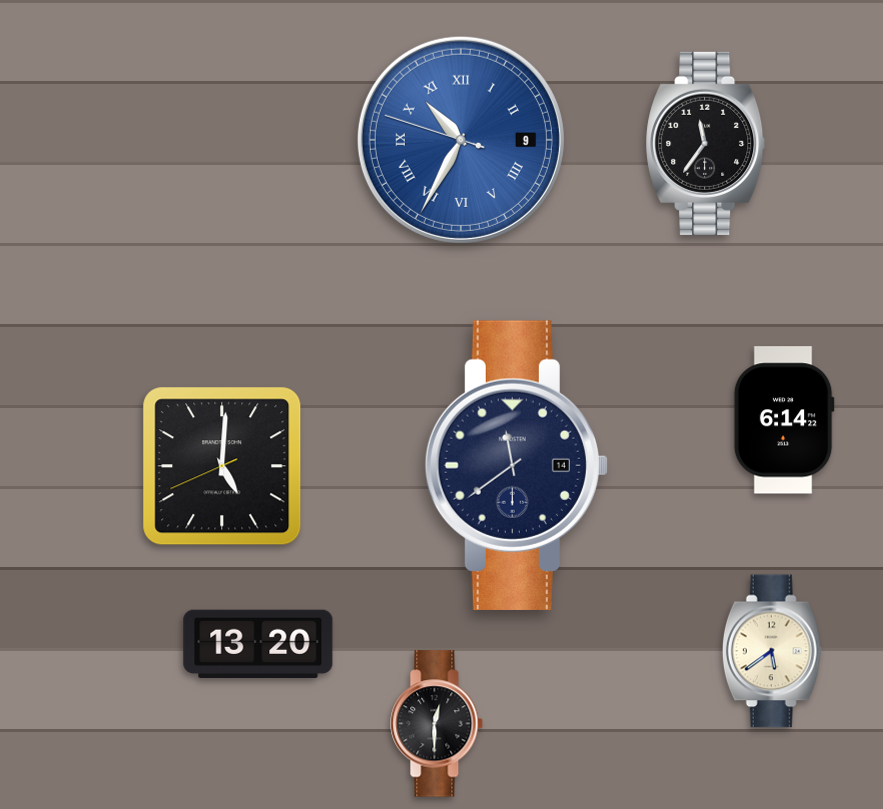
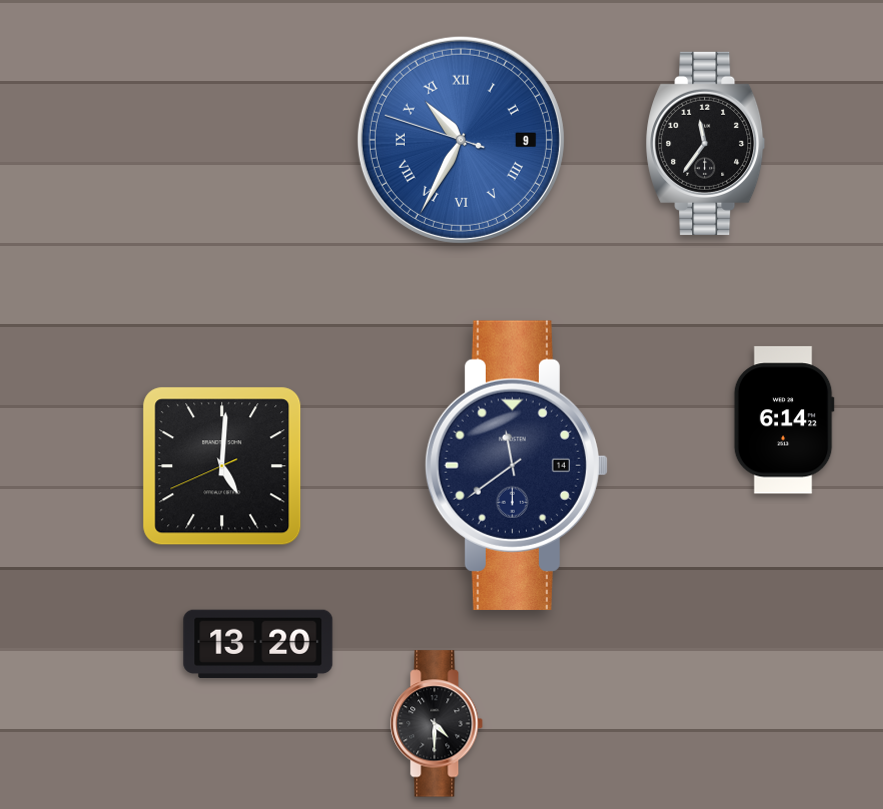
clock at (772, 651): 5:39 -> none
clock at (437, 724): 12:30 -> 4:30
